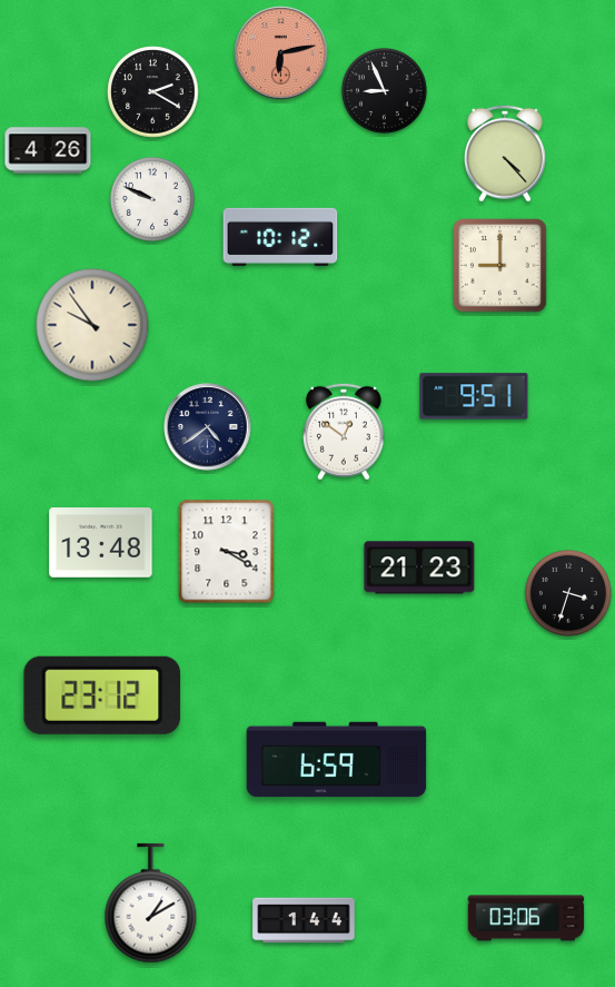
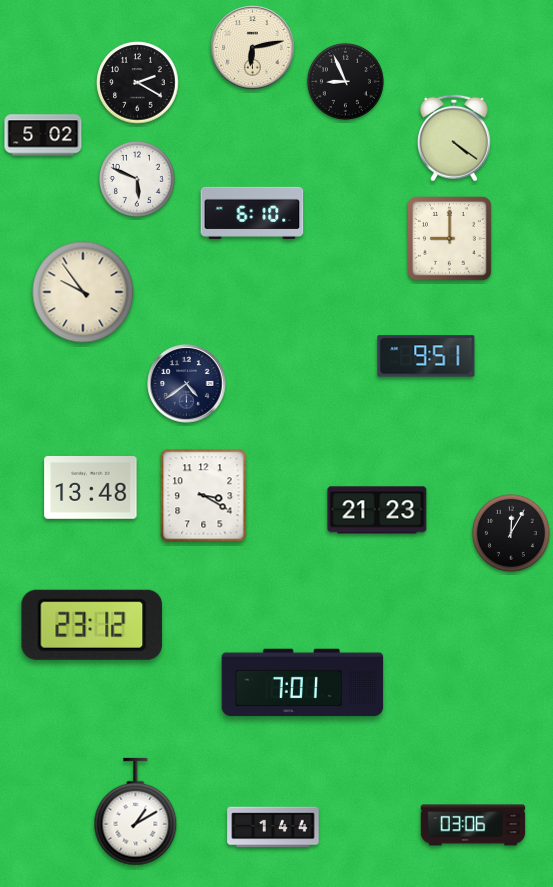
clock at (281, 53) dial: salmon -> cream
clock at (48, 150): 4:26 -> 5:02
clock at (505, 154): 4:23 -> 4:21
clock at (152, 199): 9:49 -> 5:49
clock at (280, 237): 10:12 -> 6:10
clock at (344, 432): 12:51 -> none
clock at (568, 593): 3:33 -> 12:05
clock at (337, 760): 6:59 -> 7:01
